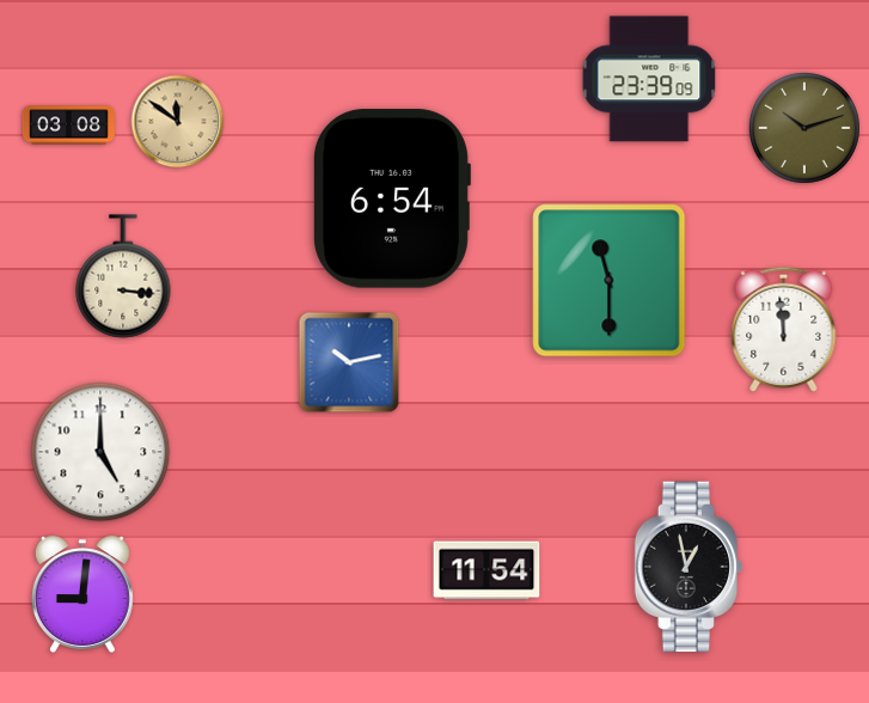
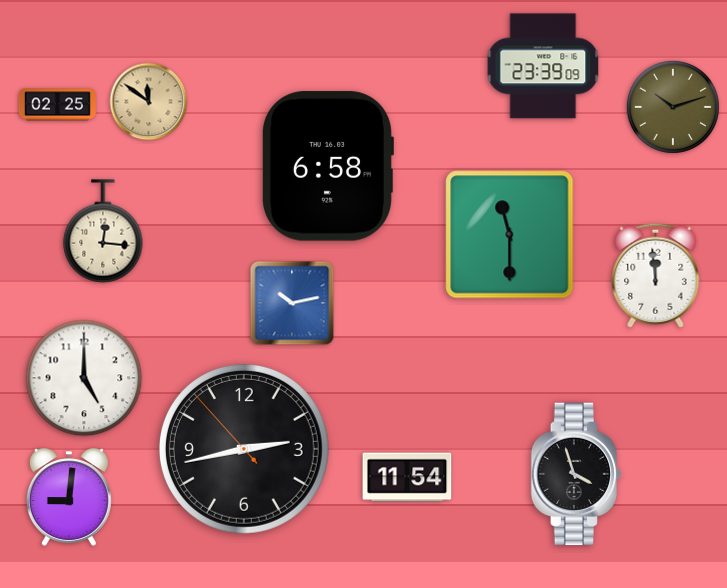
clock at (68, 126): 03:08 -> 02:25
clock at (391, 198): 6:54 -> 6:58
clock at (123, 276): 3:16 -> 12:16
clock at (244, 449): none -> 2:42
clock at (689, 567): 12:58 -> 3:57
